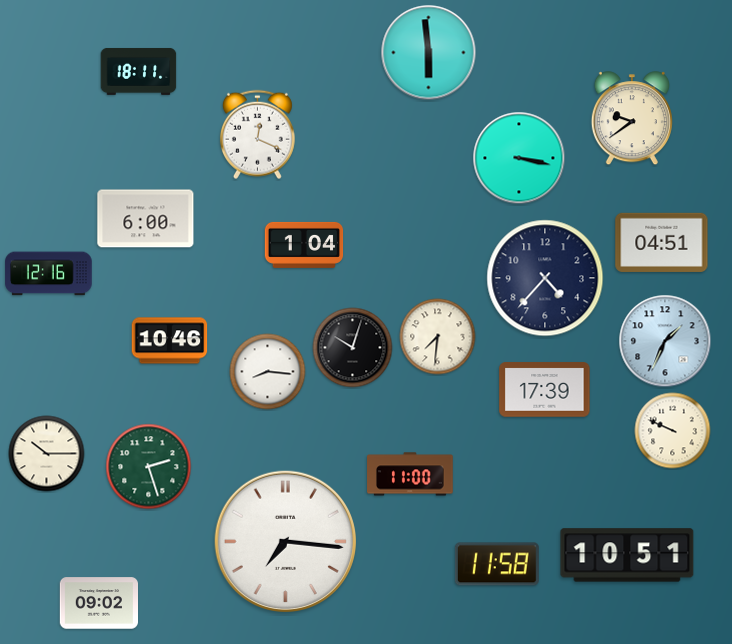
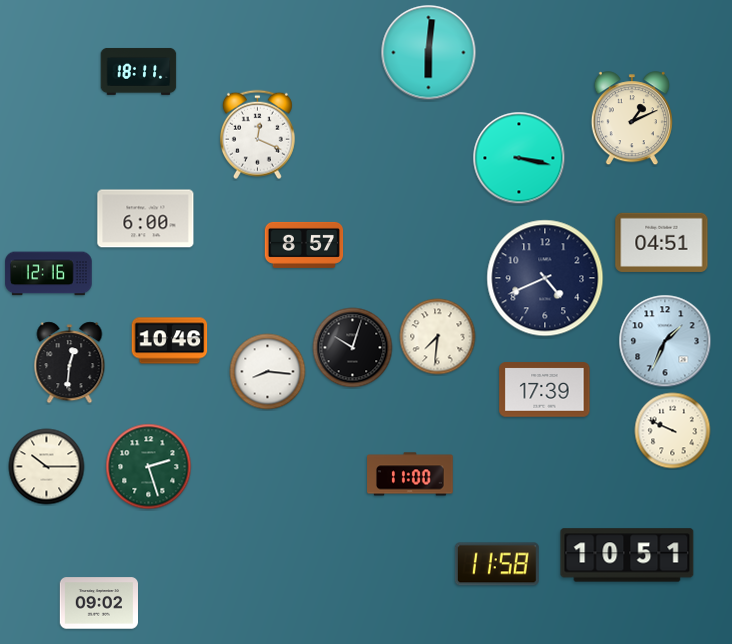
clock at (429, 53): 5:59 -> 6:01
clock at (632, 119): 9:39 -> 1:11
clock at (304, 245): 1:04 -> 8:57
clock at (545, 278): 4:37 -> 4:41
clock at (70, 363): none -> 12:31
clock at (47, 454) position: (47, 454) -> (47, 467)
clock at (285, 541): 7:16 -> none
